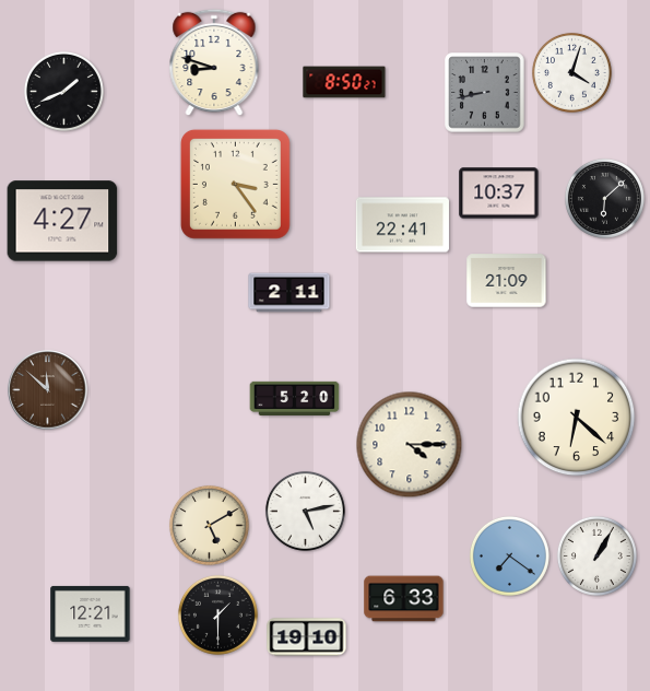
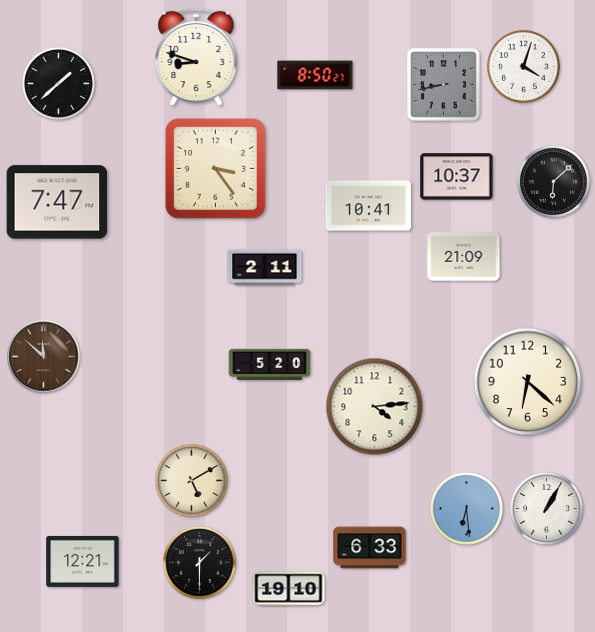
clock at (63, 91): 1:41 -> 1:38
clock at (62, 221): 4:27 -> 7:47
clock at (402, 225): 22:41 -> 10:41
clock at (410, 445): 4:15 -> 4:14
clock at (305, 511): 5:13 -> none
clock at (509, 555): 7:21 -> 6:29
clock at (307, 637) position: (307, 637) -> (289, 589)
